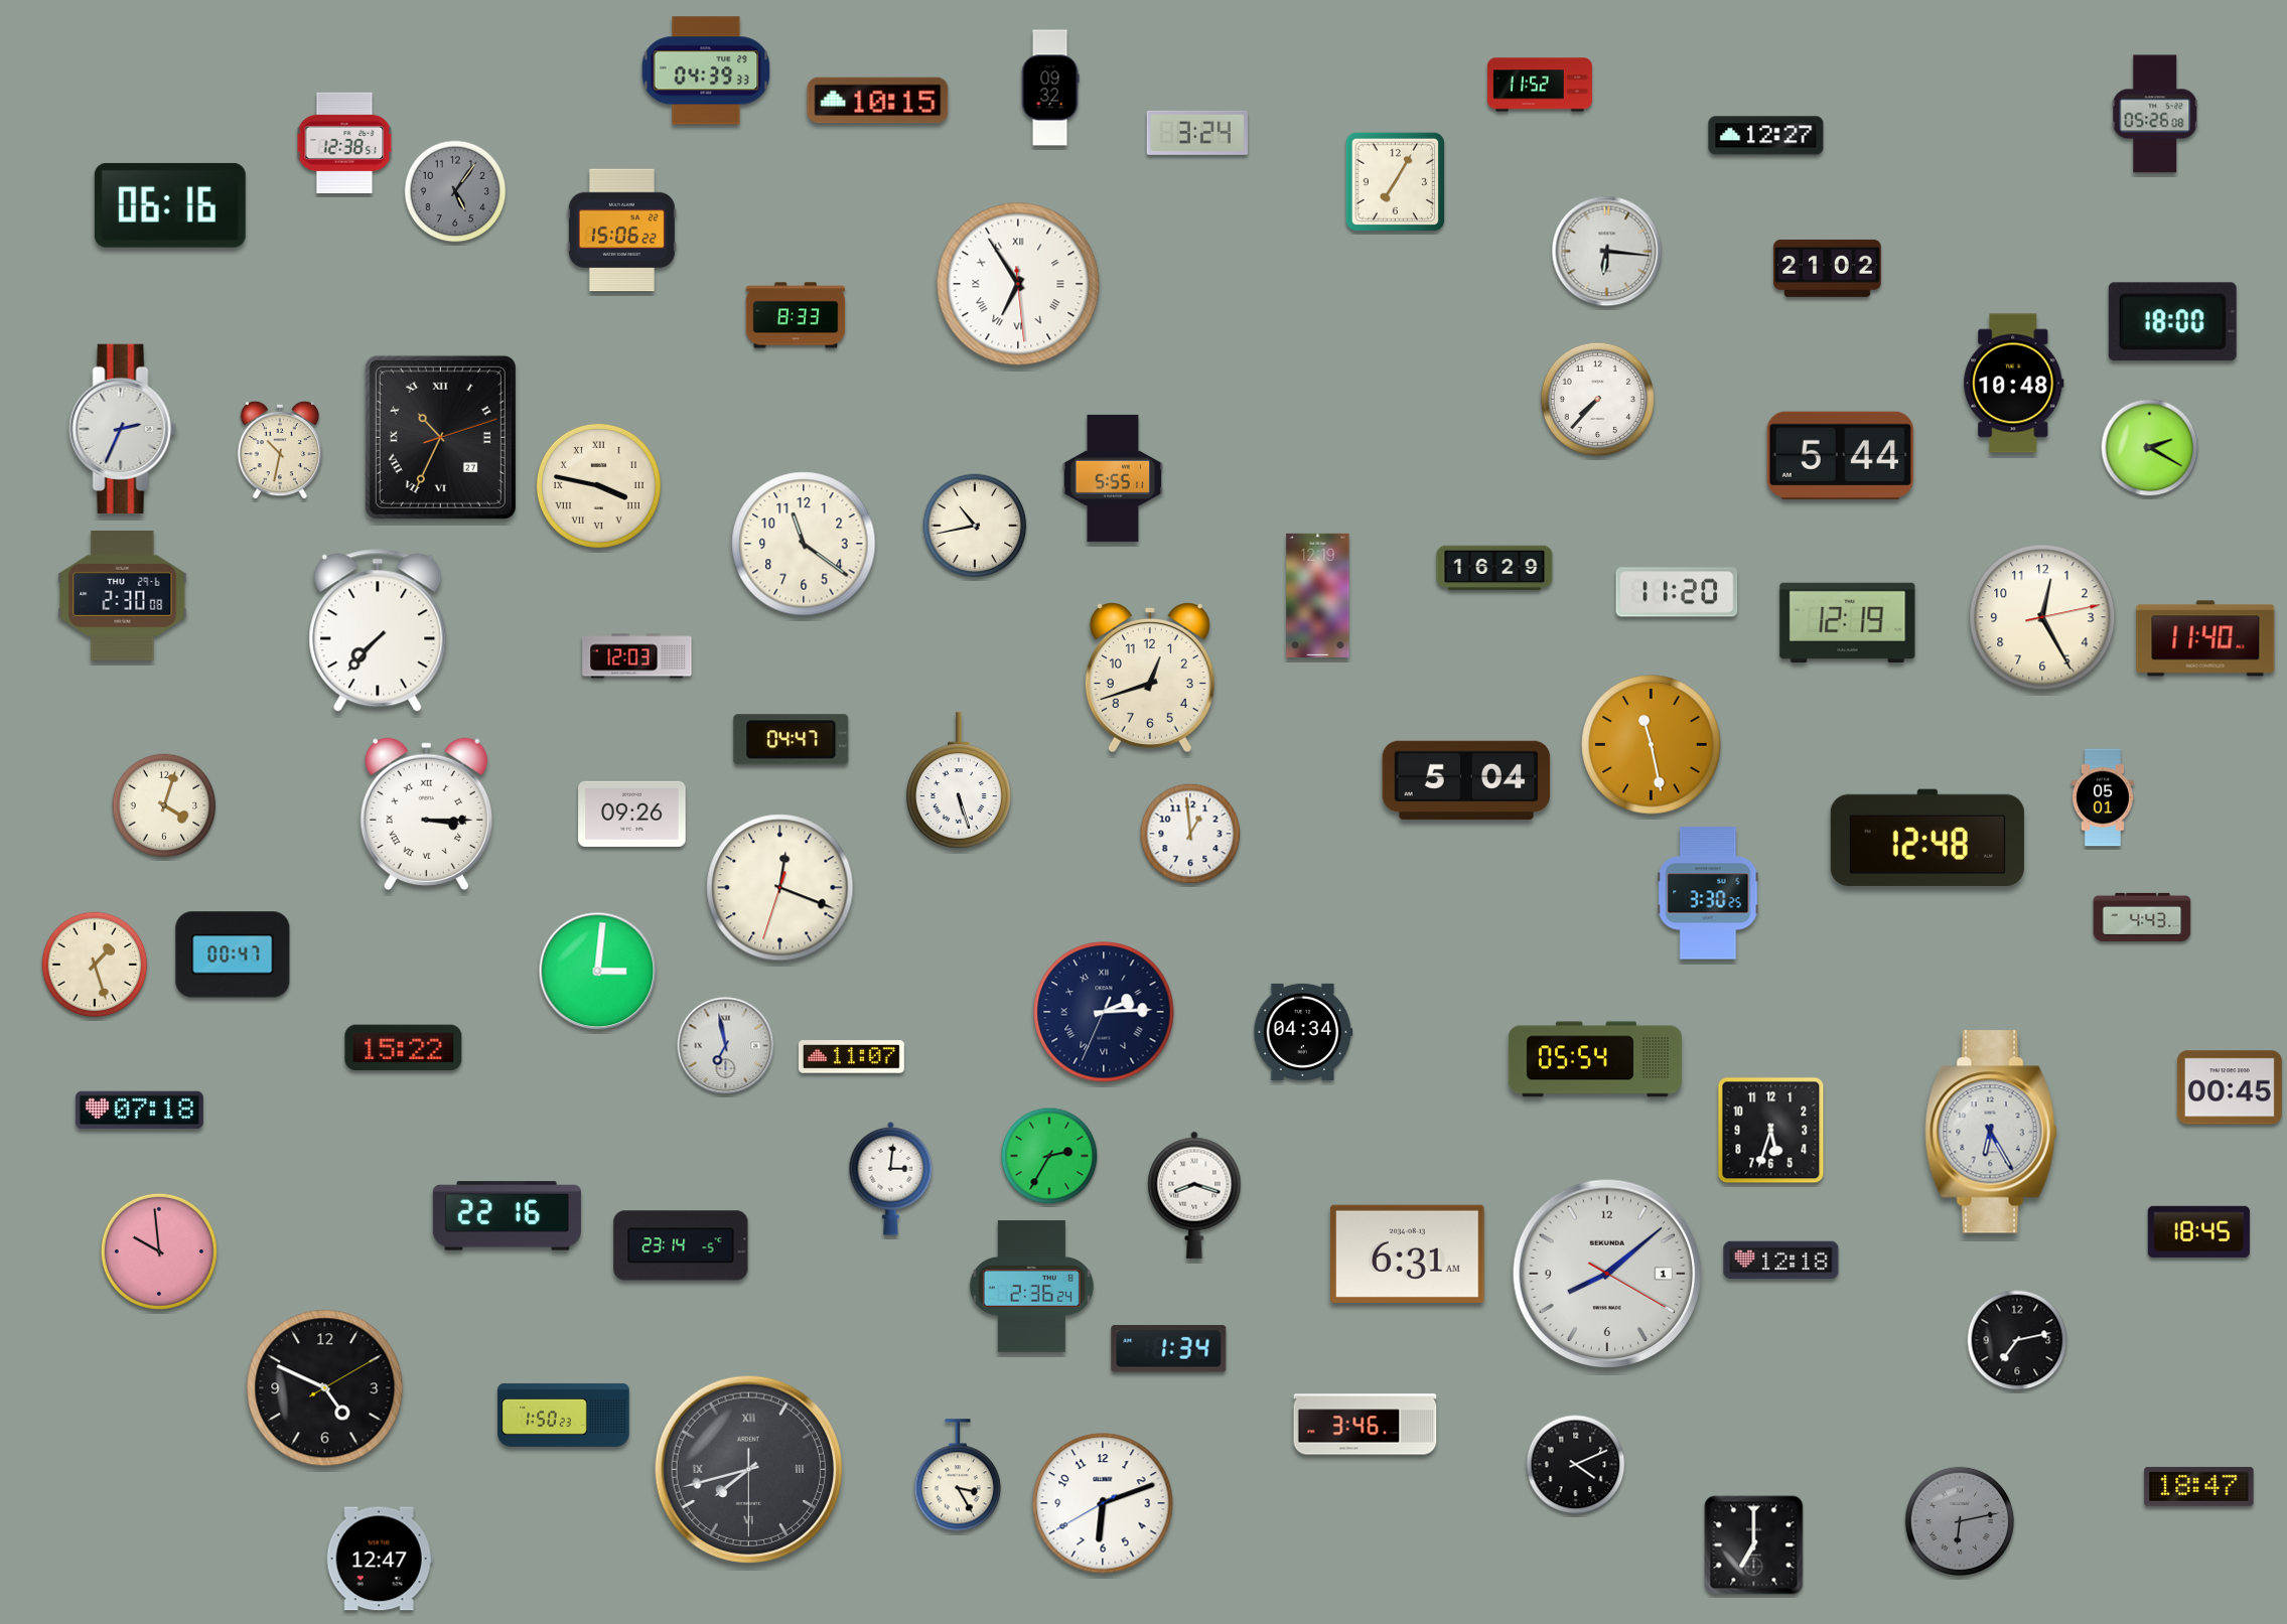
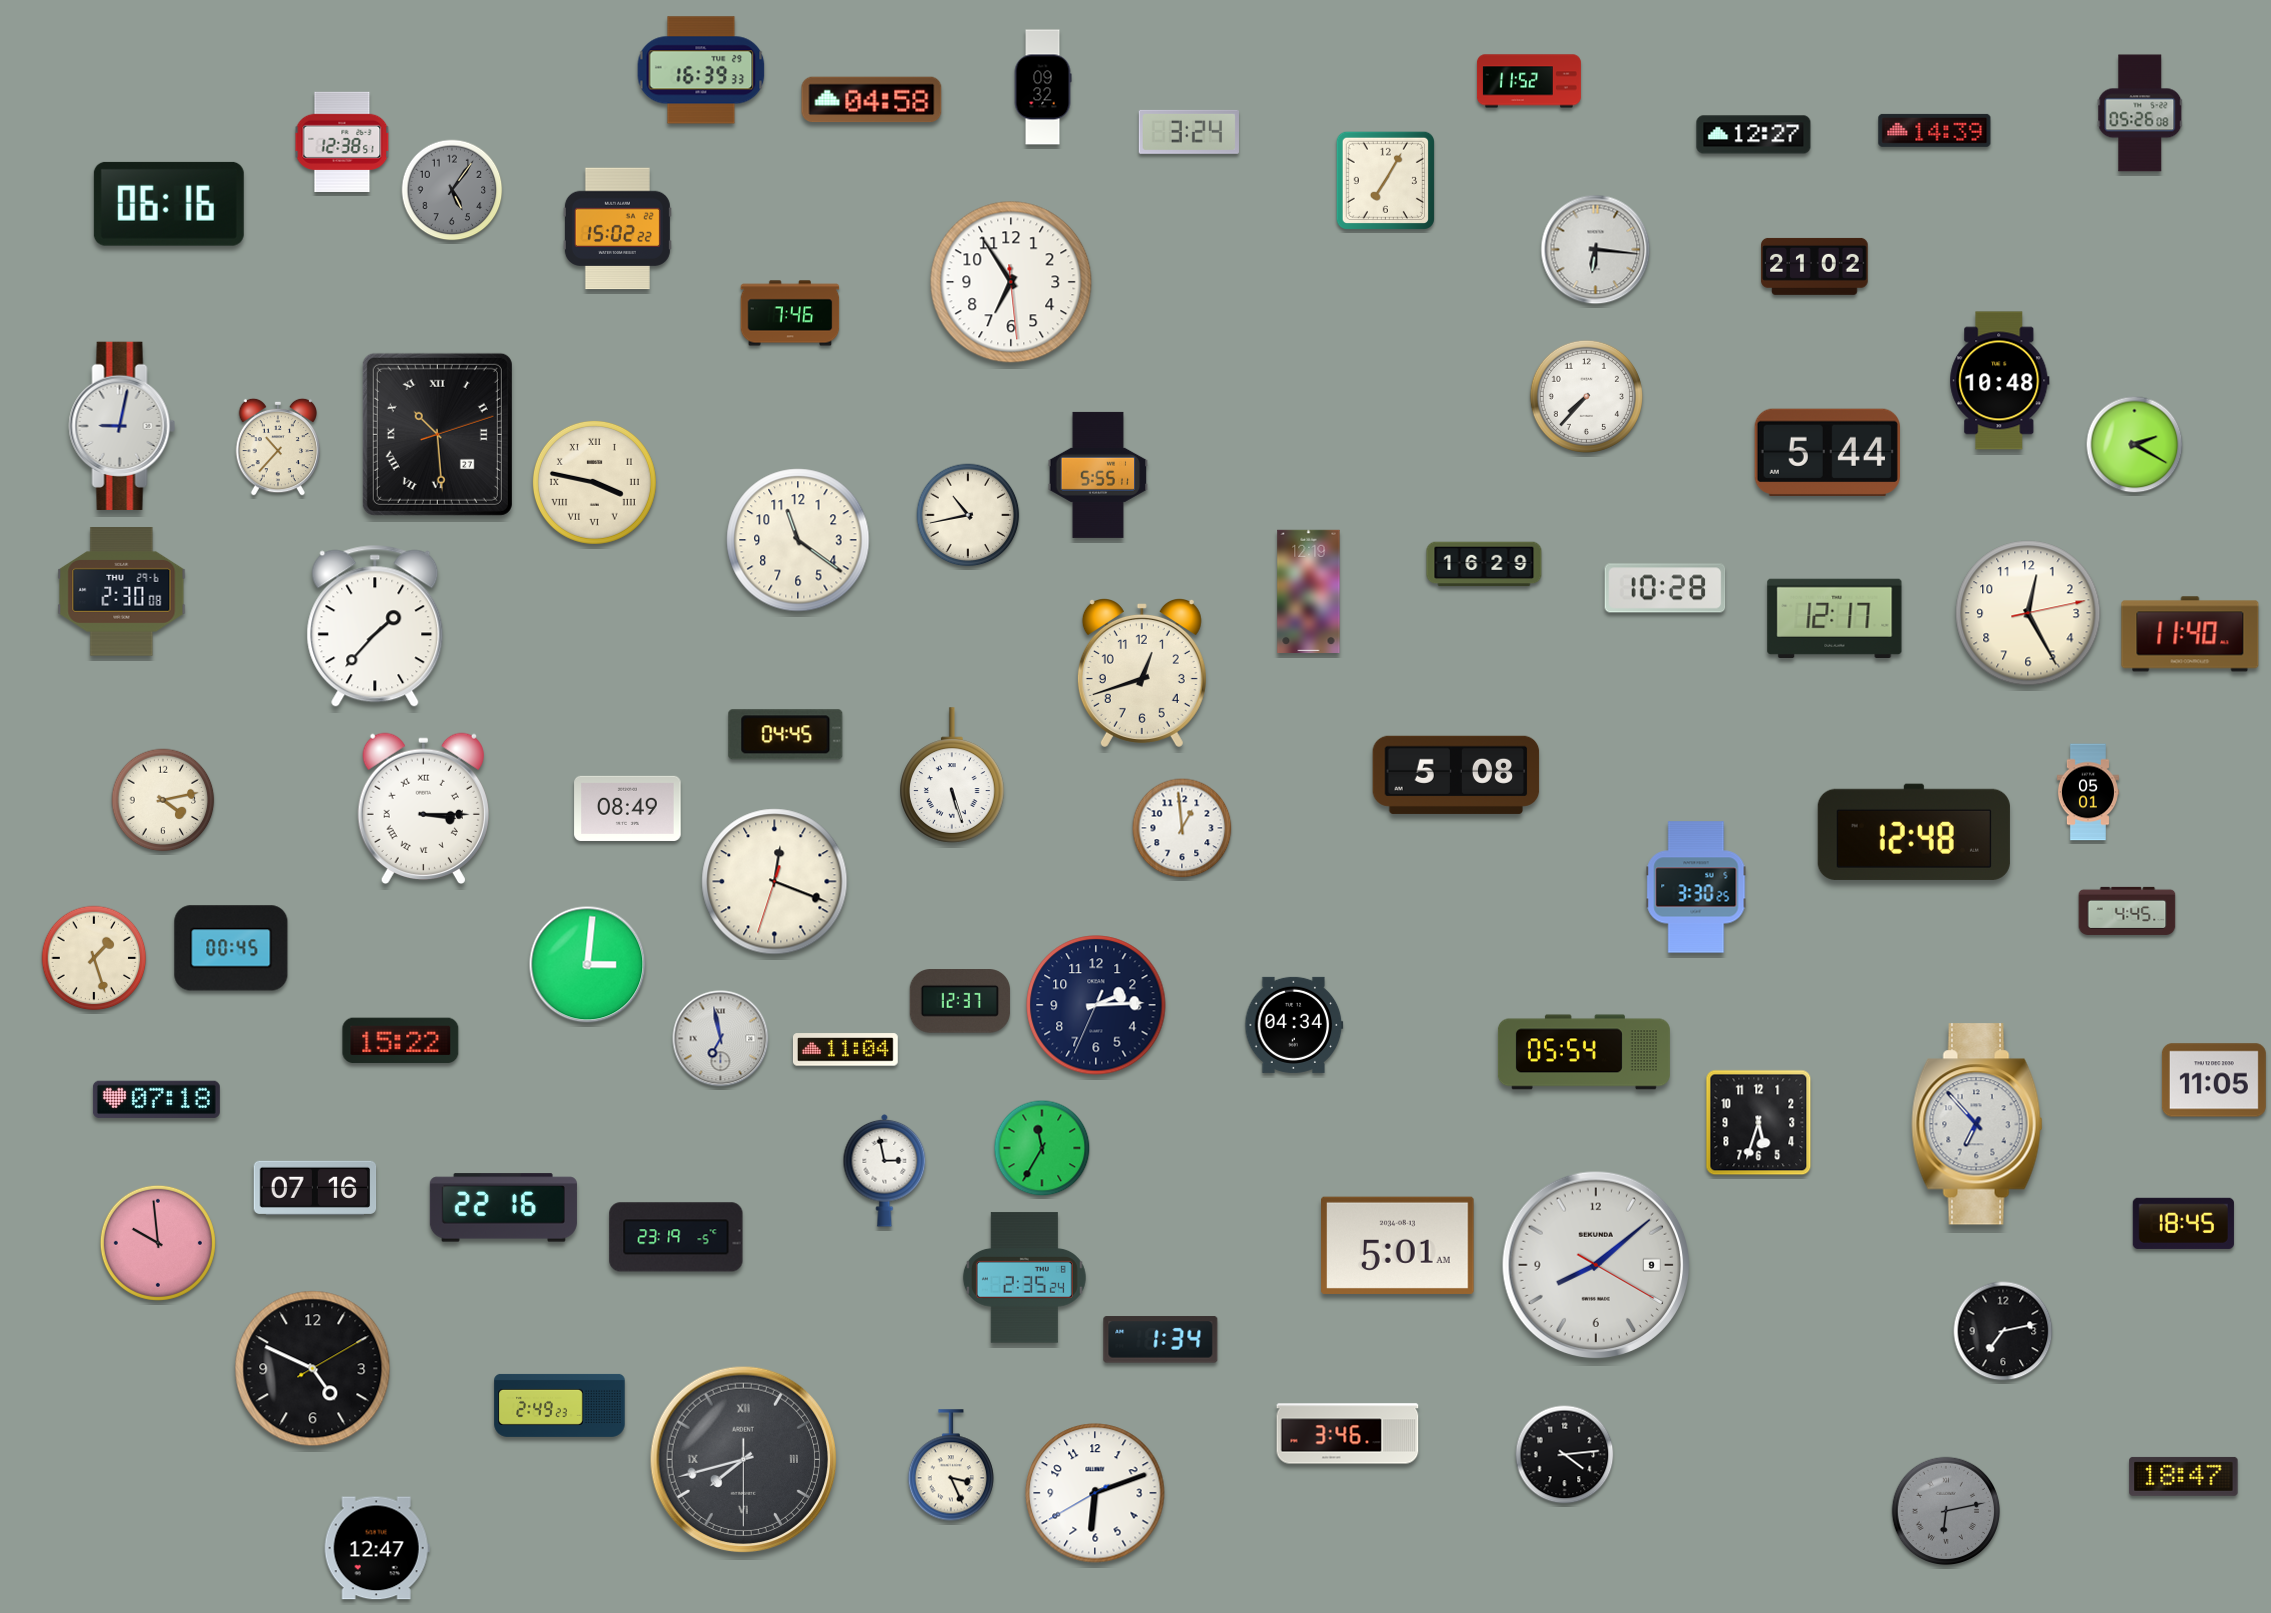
clock at (706, 70): 04:39 -> 16:39
clock at (1540, 85) position: (1540, 85) -> (1529, 81)
clock at (878, 101): 10:15 -> 04:58
clock at (1935, 130): none -> 14:39
clock at (621, 231): 15:06 -> 15:02
clock at (1018, 284) numerals: Roman -> Arabic
clock at (796, 315): 8:33 -> 7:46
clock at (2172, 322): 18:00 -> none
clock at (123, 429): 2:34 -> 9:02
clock at (440, 437): 10:34 -> 10:29
clock at (280, 450): 10:32 -> 10:37
clock at (1113, 478) position: (1113, 478) -> (1098, 475)
clock at (975, 526) position: (975, 526) -> (968, 515)
clock at (1677, 592): 11:20 -> 10:28
clock at (1848, 622): 12:19 -> 12:17
clock at (378, 630): 7:37 -> 1:37
clock at (637, 656): 12:03 -> none
clock at (792, 740): 04:47 -> 04:45
clock at (1652, 745): 11:28 -> none
clock at (1466, 780): 5:04 -> 5:08
clock at (164, 805): 4:03 -> 4:13
clock at (632, 814): 09:26 -> 08:49
clock at (2142, 917): 4:43 -> 4:45
clock at (233, 954): 00:47 -> 00:45
clock at (598, 972) position: (598, 972) -> (588, 965)
clock at (960, 1001): none -> 12:37
clock at (1104, 1012) numerals: Roman -> Arabic
clock at (851, 1057): 11:07 -> 11:04
clock at (2230, 1087): 00:45 -> 11:05
clock at (139, 1111) position: (139, 1111) -> (156, 1100)
clock at (1991, 1132): 6:25 -> 6:53
clock at (1049, 1156): 2:35 -> 11:35
clock at (891, 1178): 3:01 -> 2:58
clock at (1194, 1195): 8:18 -> none
clock at (315, 1188): none -> 07:16
clock at (681, 1245): 23:14 -> 23:19
clock at (1408, 1253): 6:31 -> 5:01
clock at (1781, 1261): 12:18 -> none
clock at (1607, 1274) date: 1 -> 9
clock at (1031, 1287): 2:36 -> 2:35
clock at (325, 1388) position: (325, 1388) -> (313, 1369)
clock at (564, 1415): 1:50 -> 2:49
clock at (1366, 1425) position: (1366, 1425) -> (1348, 1434)
clock at (1576, 1465): 4:11 -> 4:14
clock at (958, 1476): 3:25 -> 3:26
clock at (1754, 1545): 7:00 -> none
